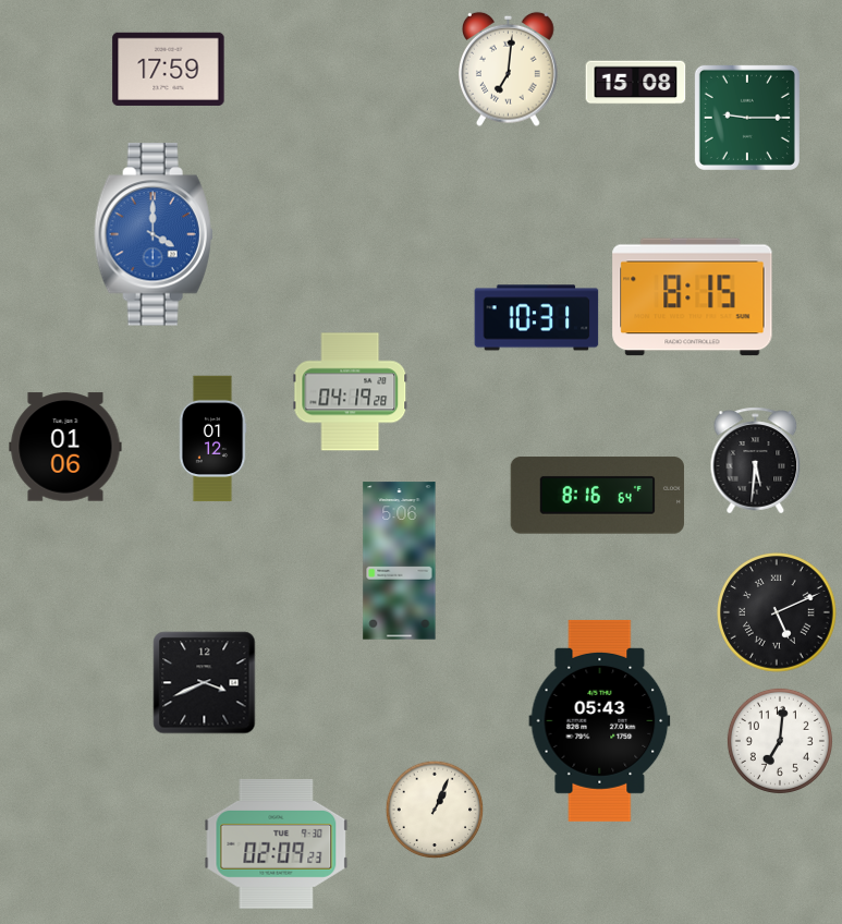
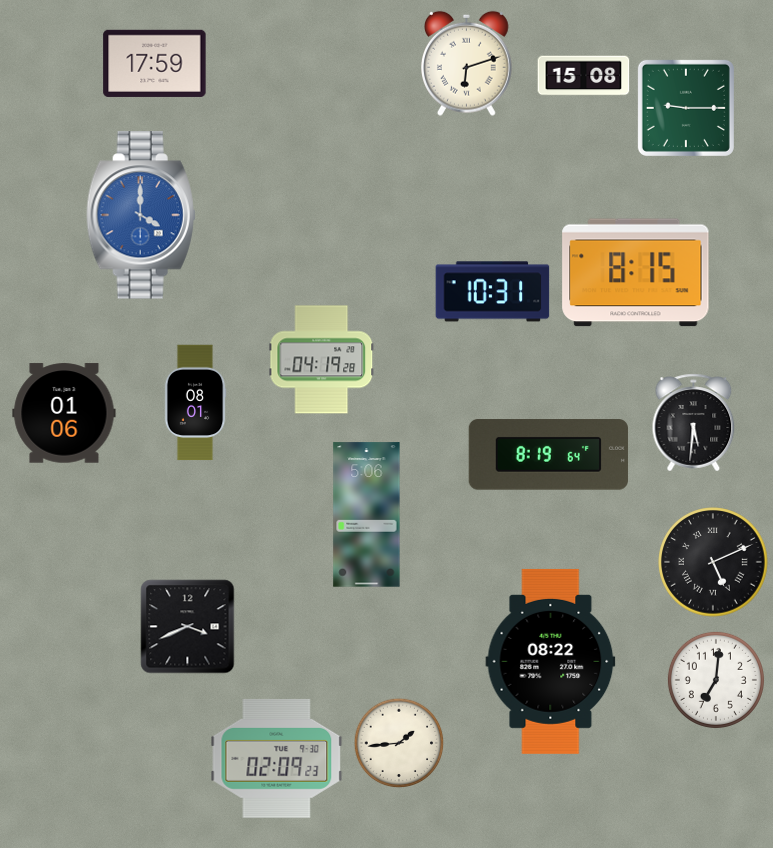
clock at (509, 69): 7:01 -> 6:12
clock at (212, 439): 01:12 -> 08:01
clock at (65, 447) position: (65, 447) -> (64, 413)
clock at (597, 496): 8:16 -> 8:19
clock at (600, 720): 05:43 -> 08:22
clock at (435, 810): 1:04 -> 1:44
clock at (277, 843) position: (277, 843) -> (277, 758)
